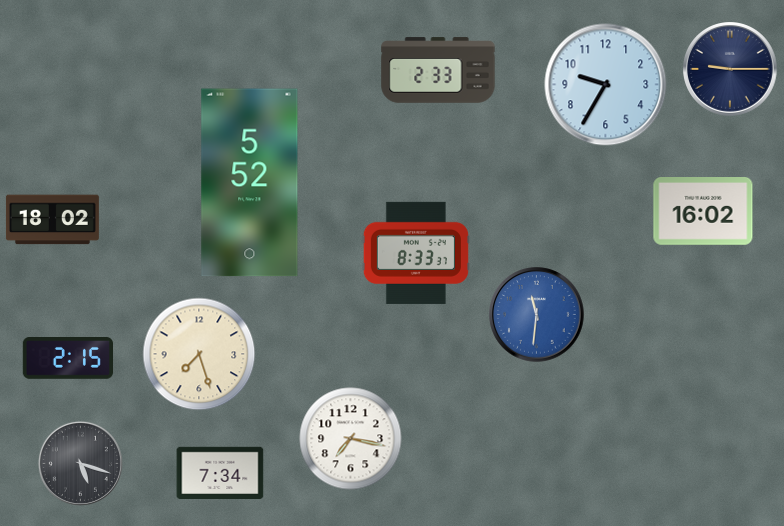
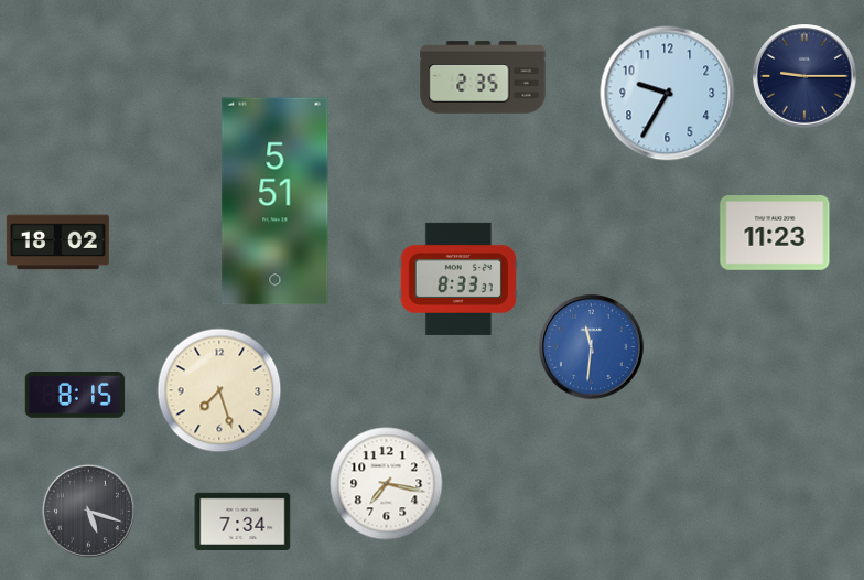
clock at (438, 70): 2:33 -> 2:35
clock at (250, 183): 5:52 -> 5:51
clock at (703, 212): 16:02 -> 11:23
clock at (67, 359): 2:15 -> 8:15
